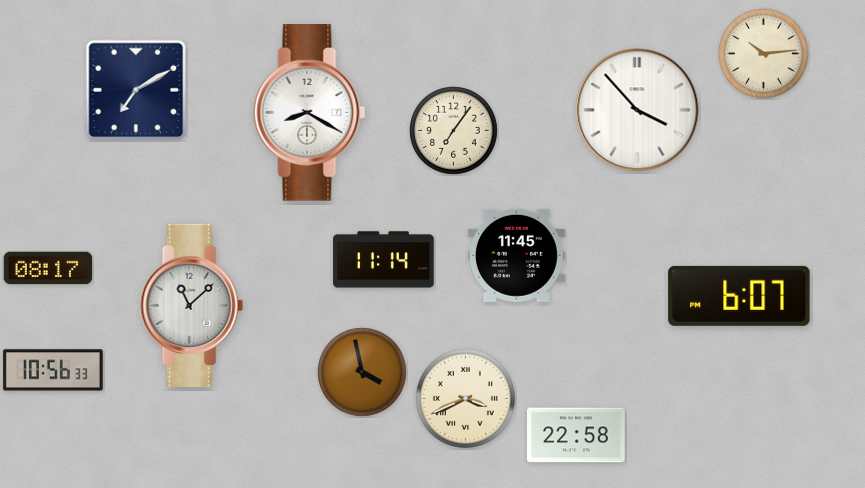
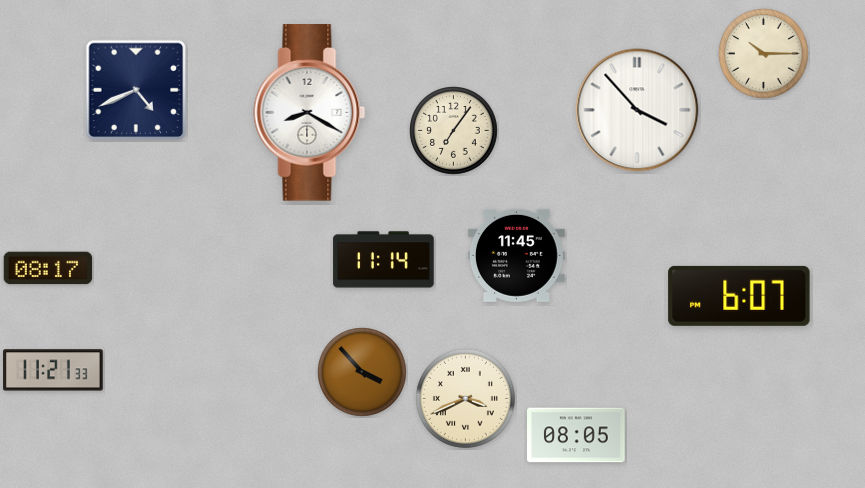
clock at (764, 54): 10:14 -> 10:15
clock at (136, 90): 7:10 -> 4:41
clock at (191, 305): 11:08 -> none
clock at (53, 370): 10:56 -> 11:21
clock at (363, 373): 3:58 -> 3:53
clock at (577, 435): 22:58 -> 08:05
